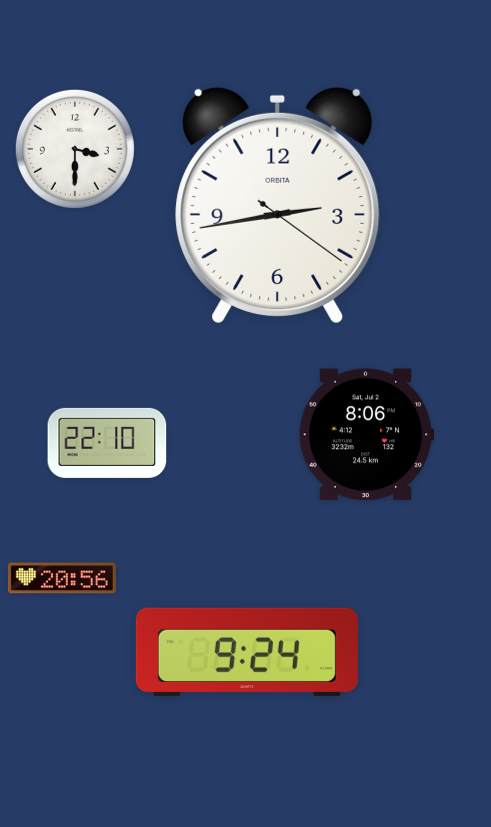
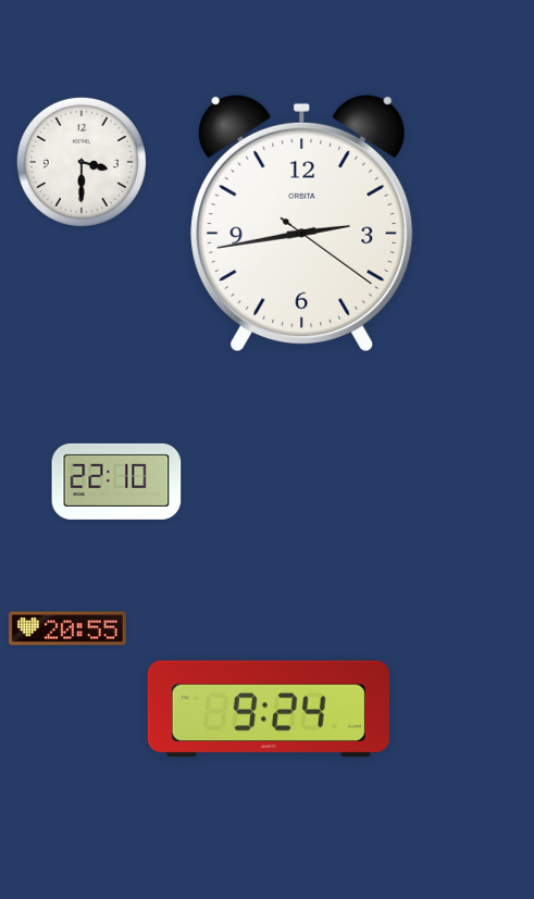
clock at (366, 435): 8:06 -> none
clock at (62, 578): 20:56 -> 20:55
